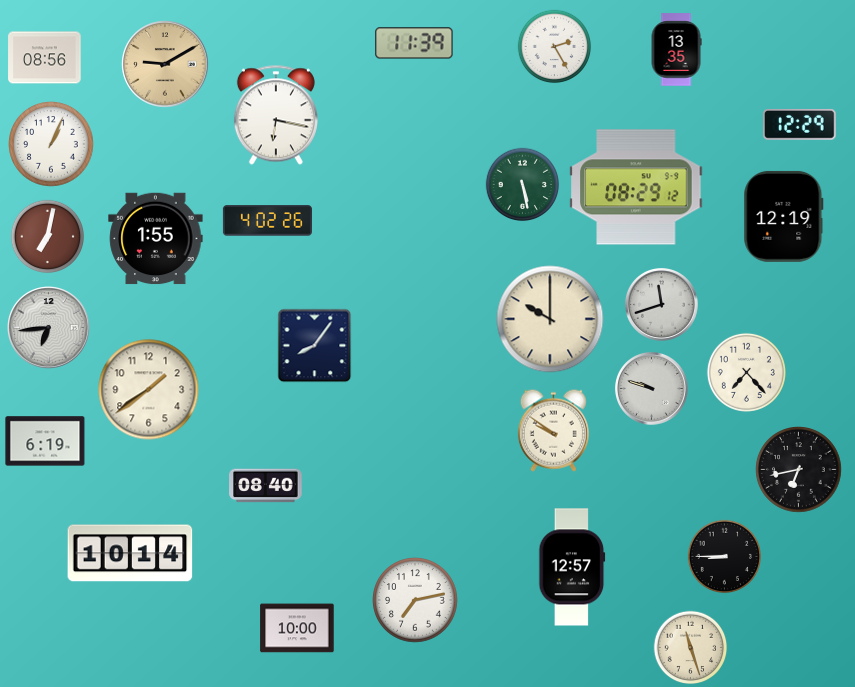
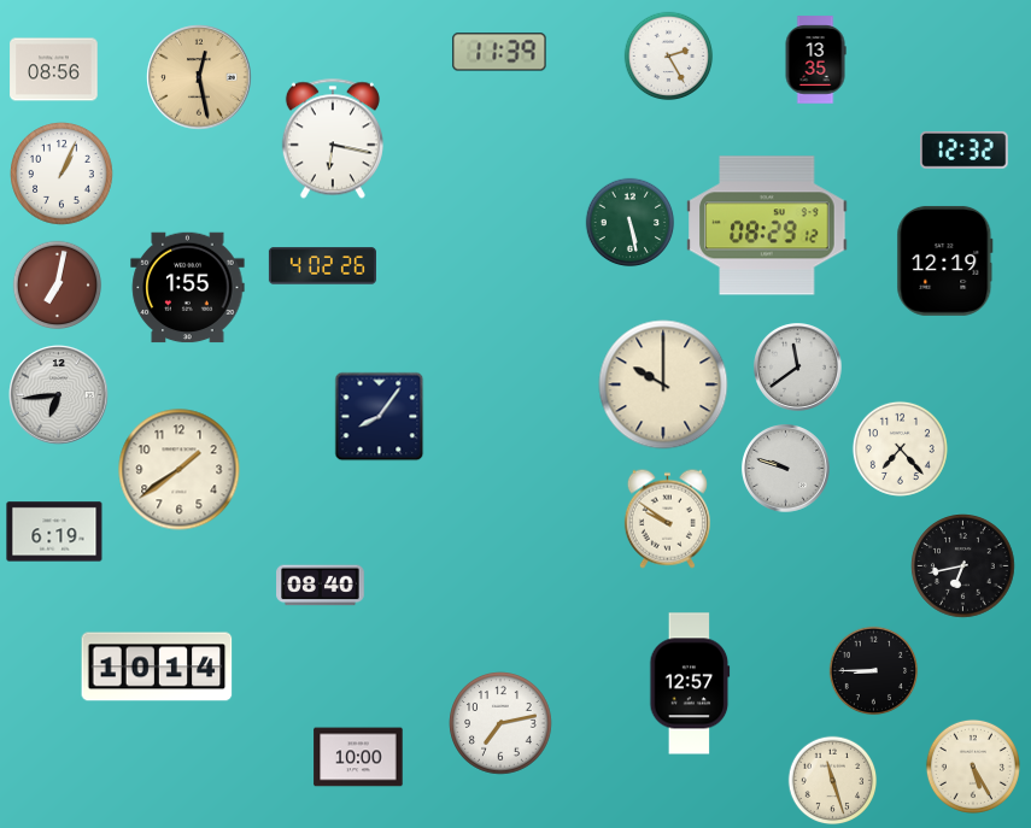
clock at (165, 64): 9:10 -> 12:28
clock at (800, 125): 12:29 -> 12:32
clock at (662, 305): 11:42 -> 11:39
clock at (973, 767): none -> 5:25
